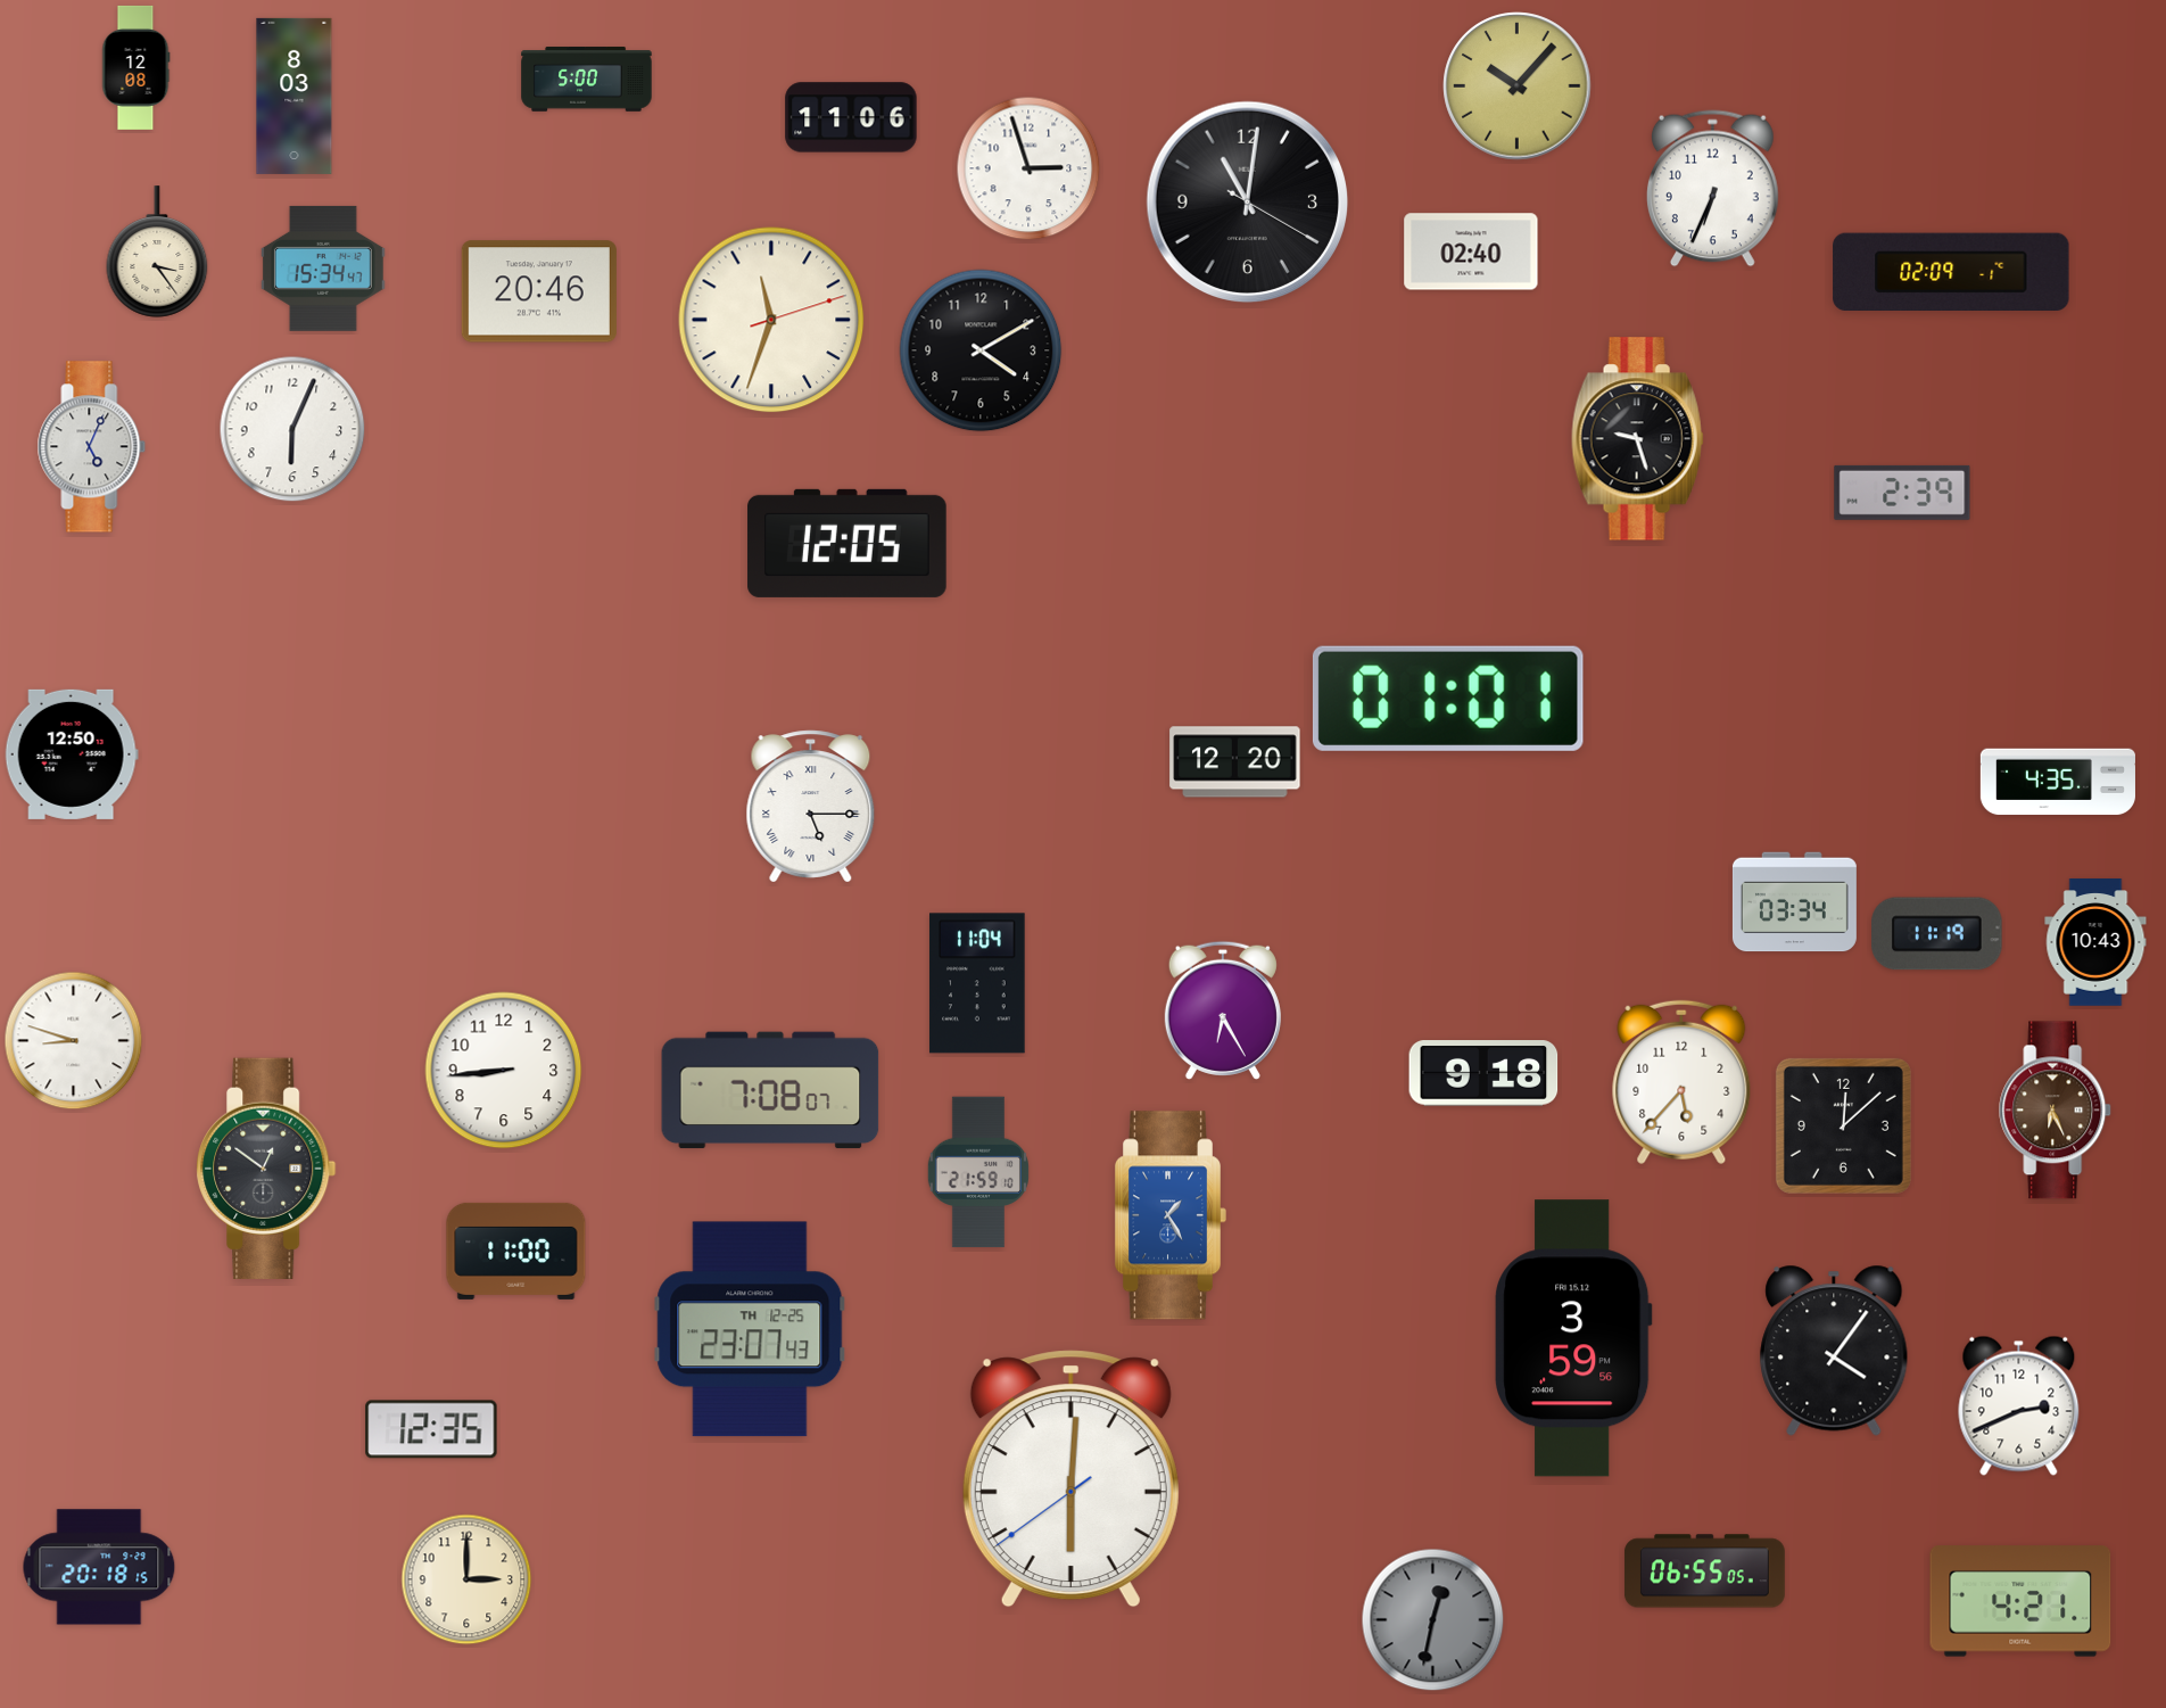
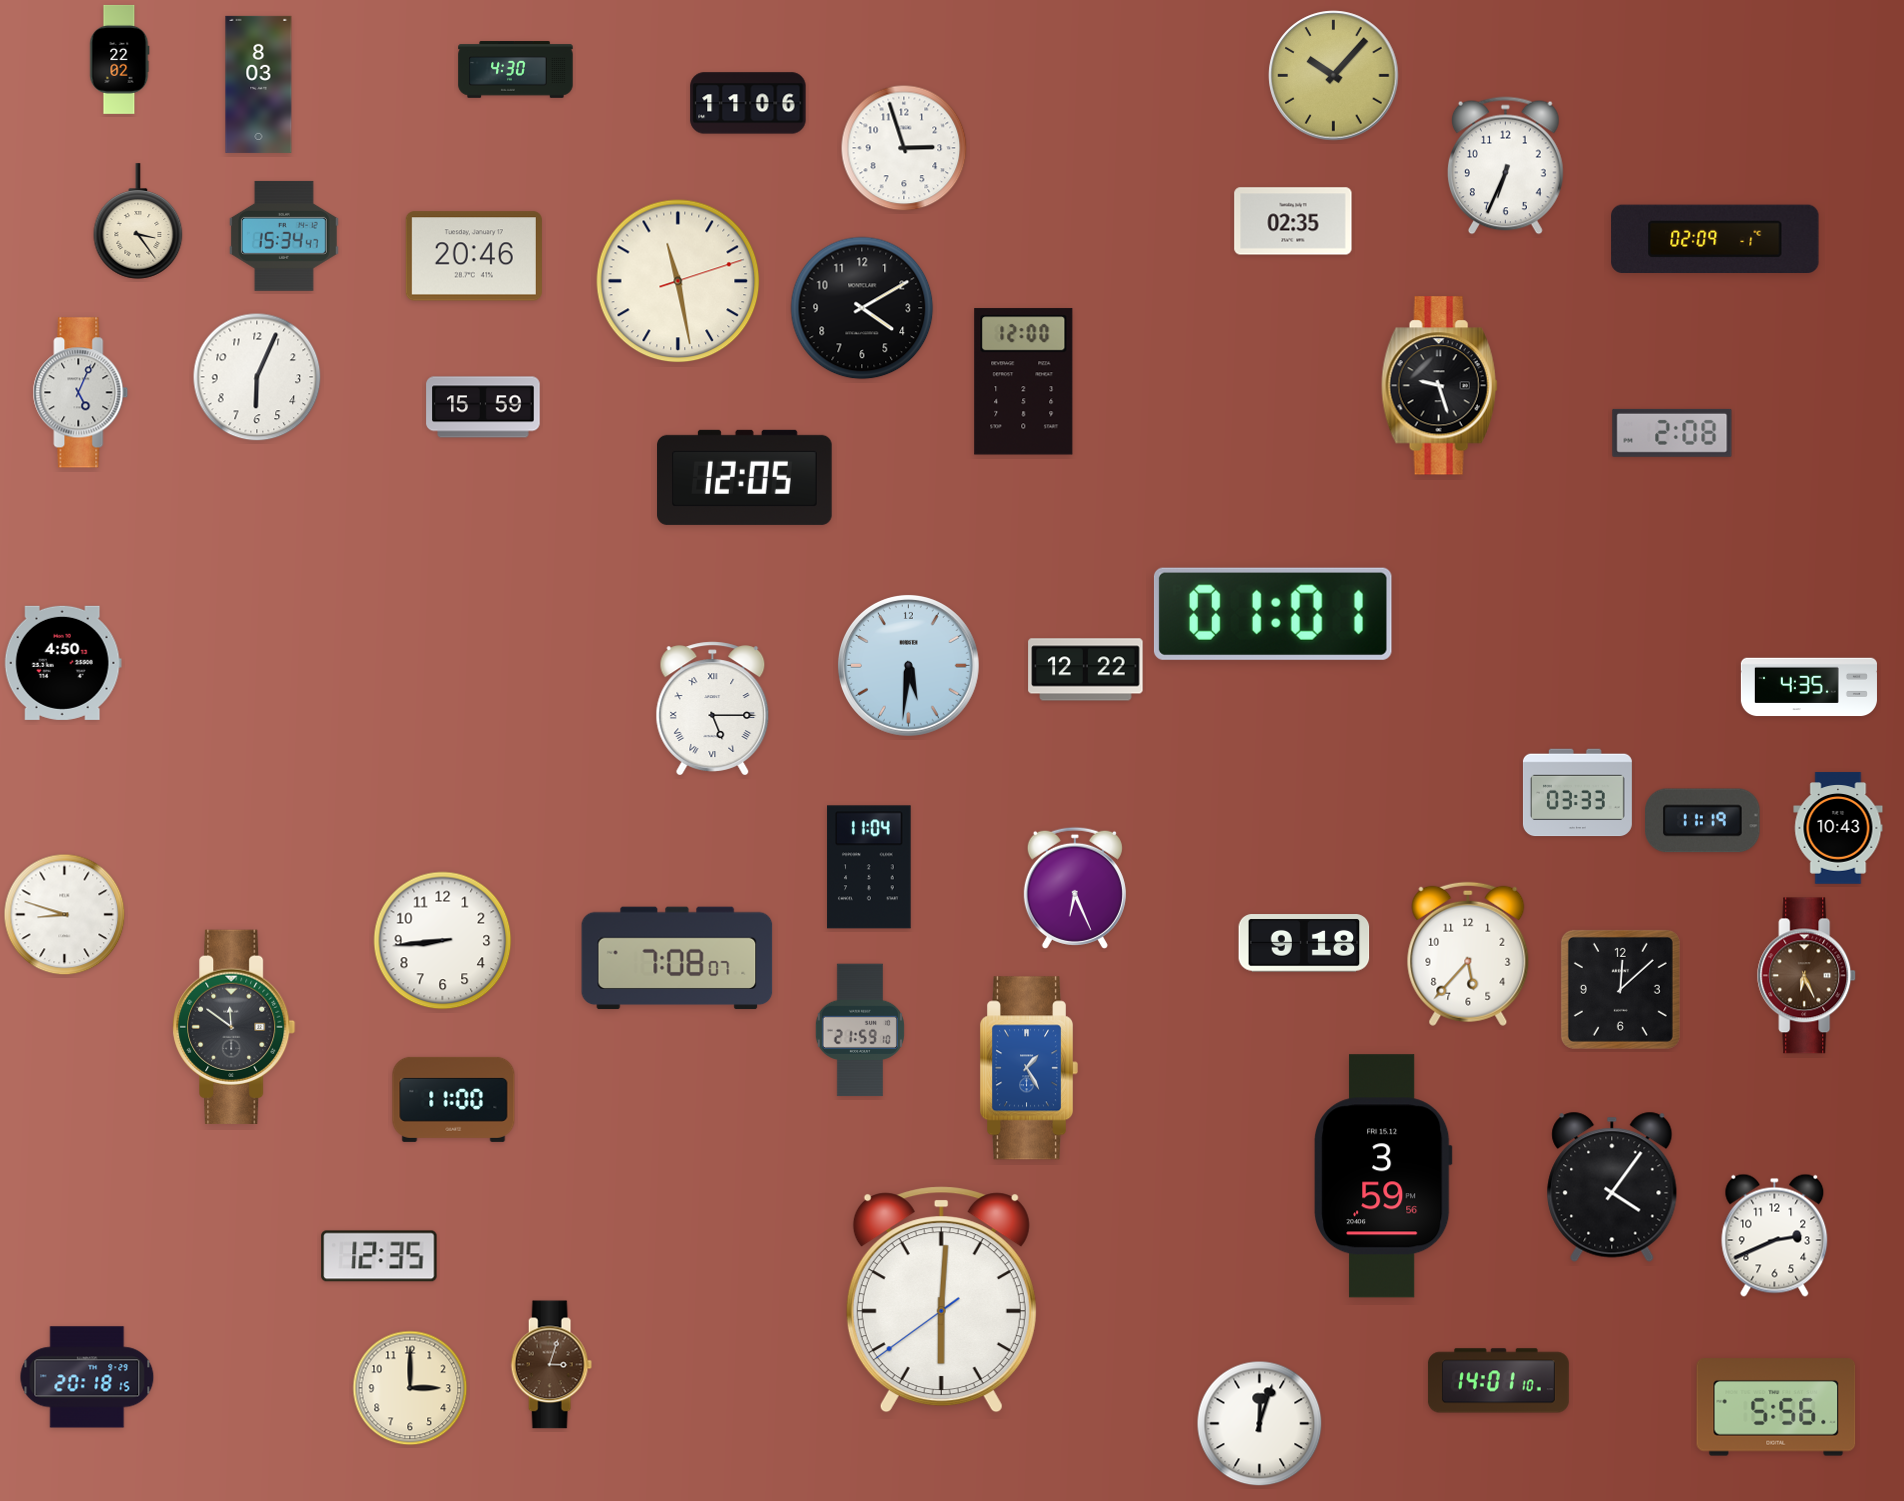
clock at (137, 67): 12:08 -> 22:02
clock at (587, 80): 5:00 -> 4:30
clock at (1248, 203): 11:01 -> none
clock at (1471, 251): 02:40 -> 02:35
clock at (771, 320): 11:33 -> 11:28
clock at (1024, 382): none -> 12:00
clock at (483, 407): none -> 15:59
clock at (1902, 493): 2:39 -> 2:08
clock at (72, 754): 12:50 -> 4:50
clock at (908, 665): none -> 5:31
clock at (1235, 762): 12:20 -> 12:22
clock at (1794, 902): 03:34 -> 03:33
clock at (2095, 942) position: (2095, 942) -> (1838, 828)
clock at (977, 983) position: (977, 983) -> (869, 867)
clock at (1223, 1010): 6:25 -> 6:26
clock at (1681, 1082) position: (1681, 1082) -> (1468, 954)
clock at (266, 1169): 12:51 -> 11:51
clock at (750, 1329): 23:07 -> none
clock at (551, 1365): none -> 3:03
clock at (1704, 1571): 06:55 -> 14:01
clock at (2020, 1601): 4:21 -> 5:56
clock at (1433, 1620): 12:32 -> 12:03
clock at (1433, 1620) dial: grey -> white
